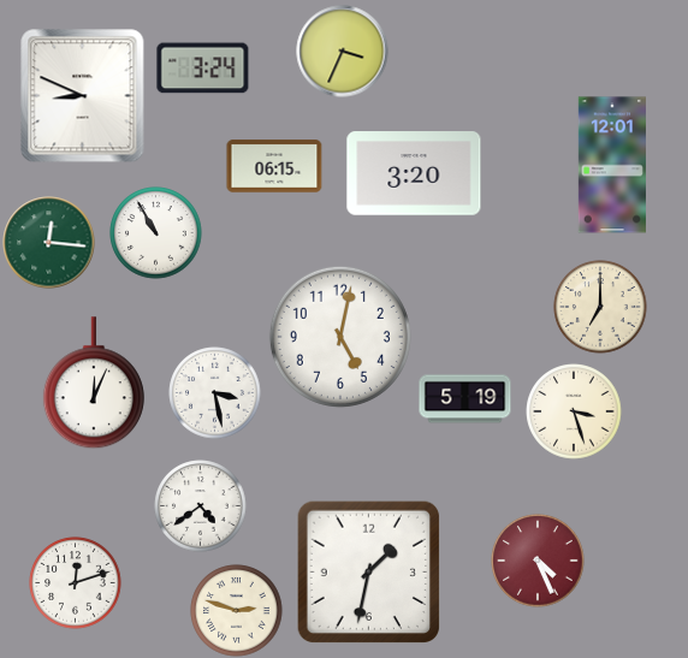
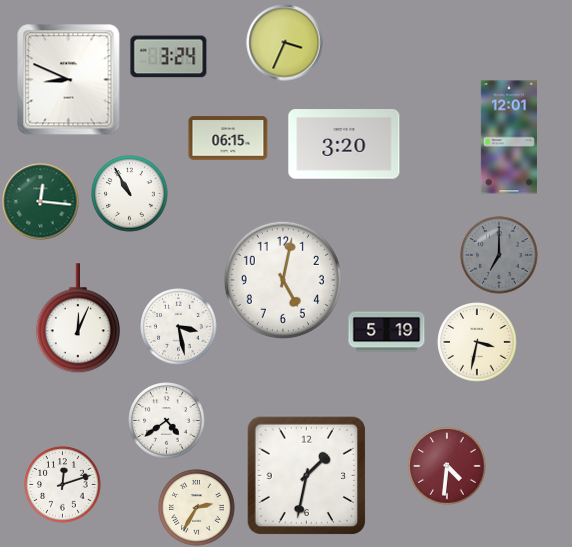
clock at (600, 307) dial: cream -> grey
clock at (574, 411): 3:27 -> 3:32
clock at (538, 561): 4:26 -> 4:31
clock at (237, 611): 2:48 -> 2:35
